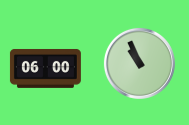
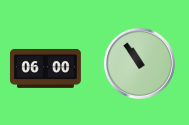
clock at (139, 63): 10:56 -> 10:54
